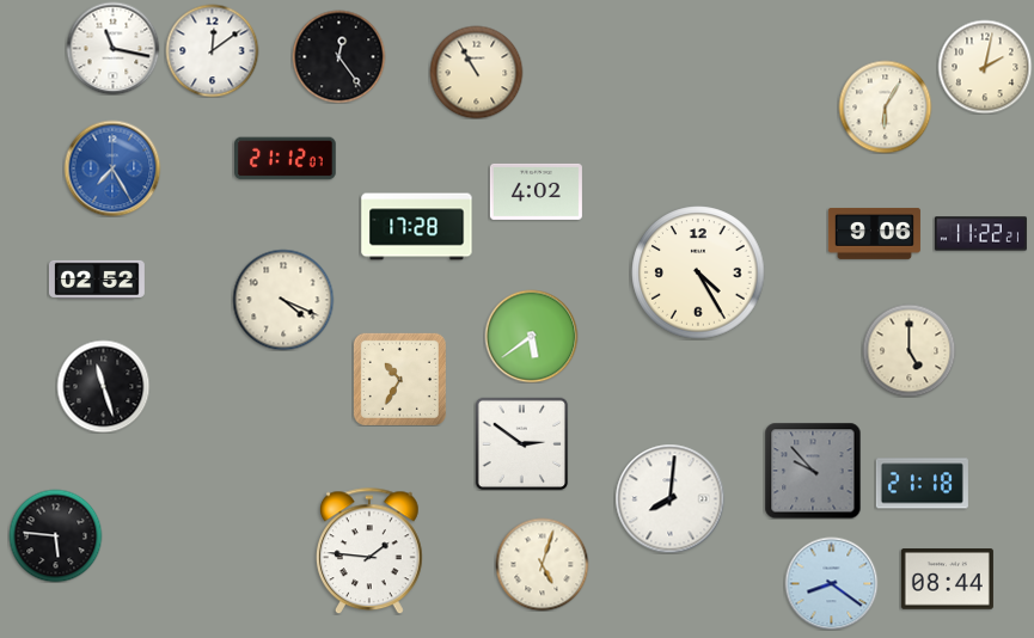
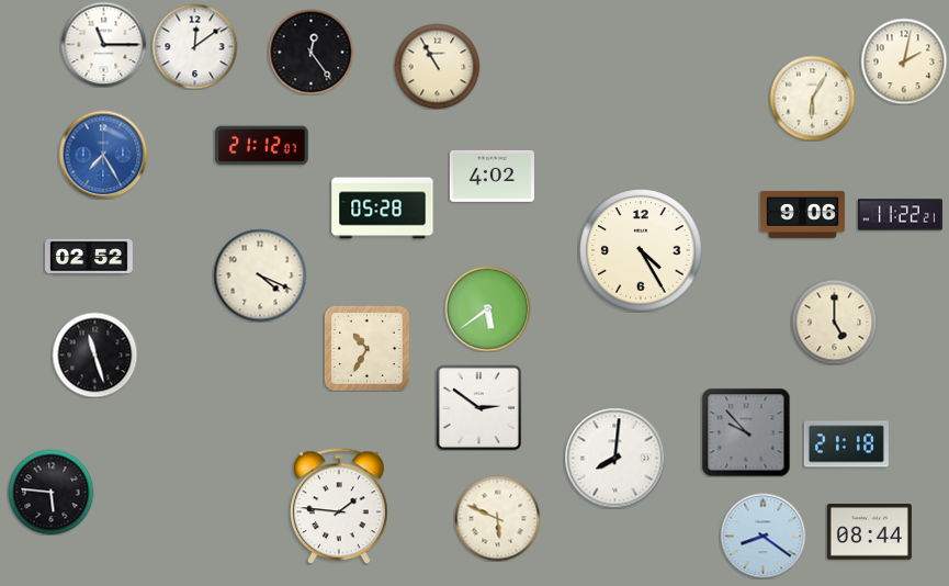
clock at (112, 48): 11:17 -> 11:15
clock at (417, 227): 17:28 -> 05:28
clock at (542, 564): 5:03 -> 5:49
